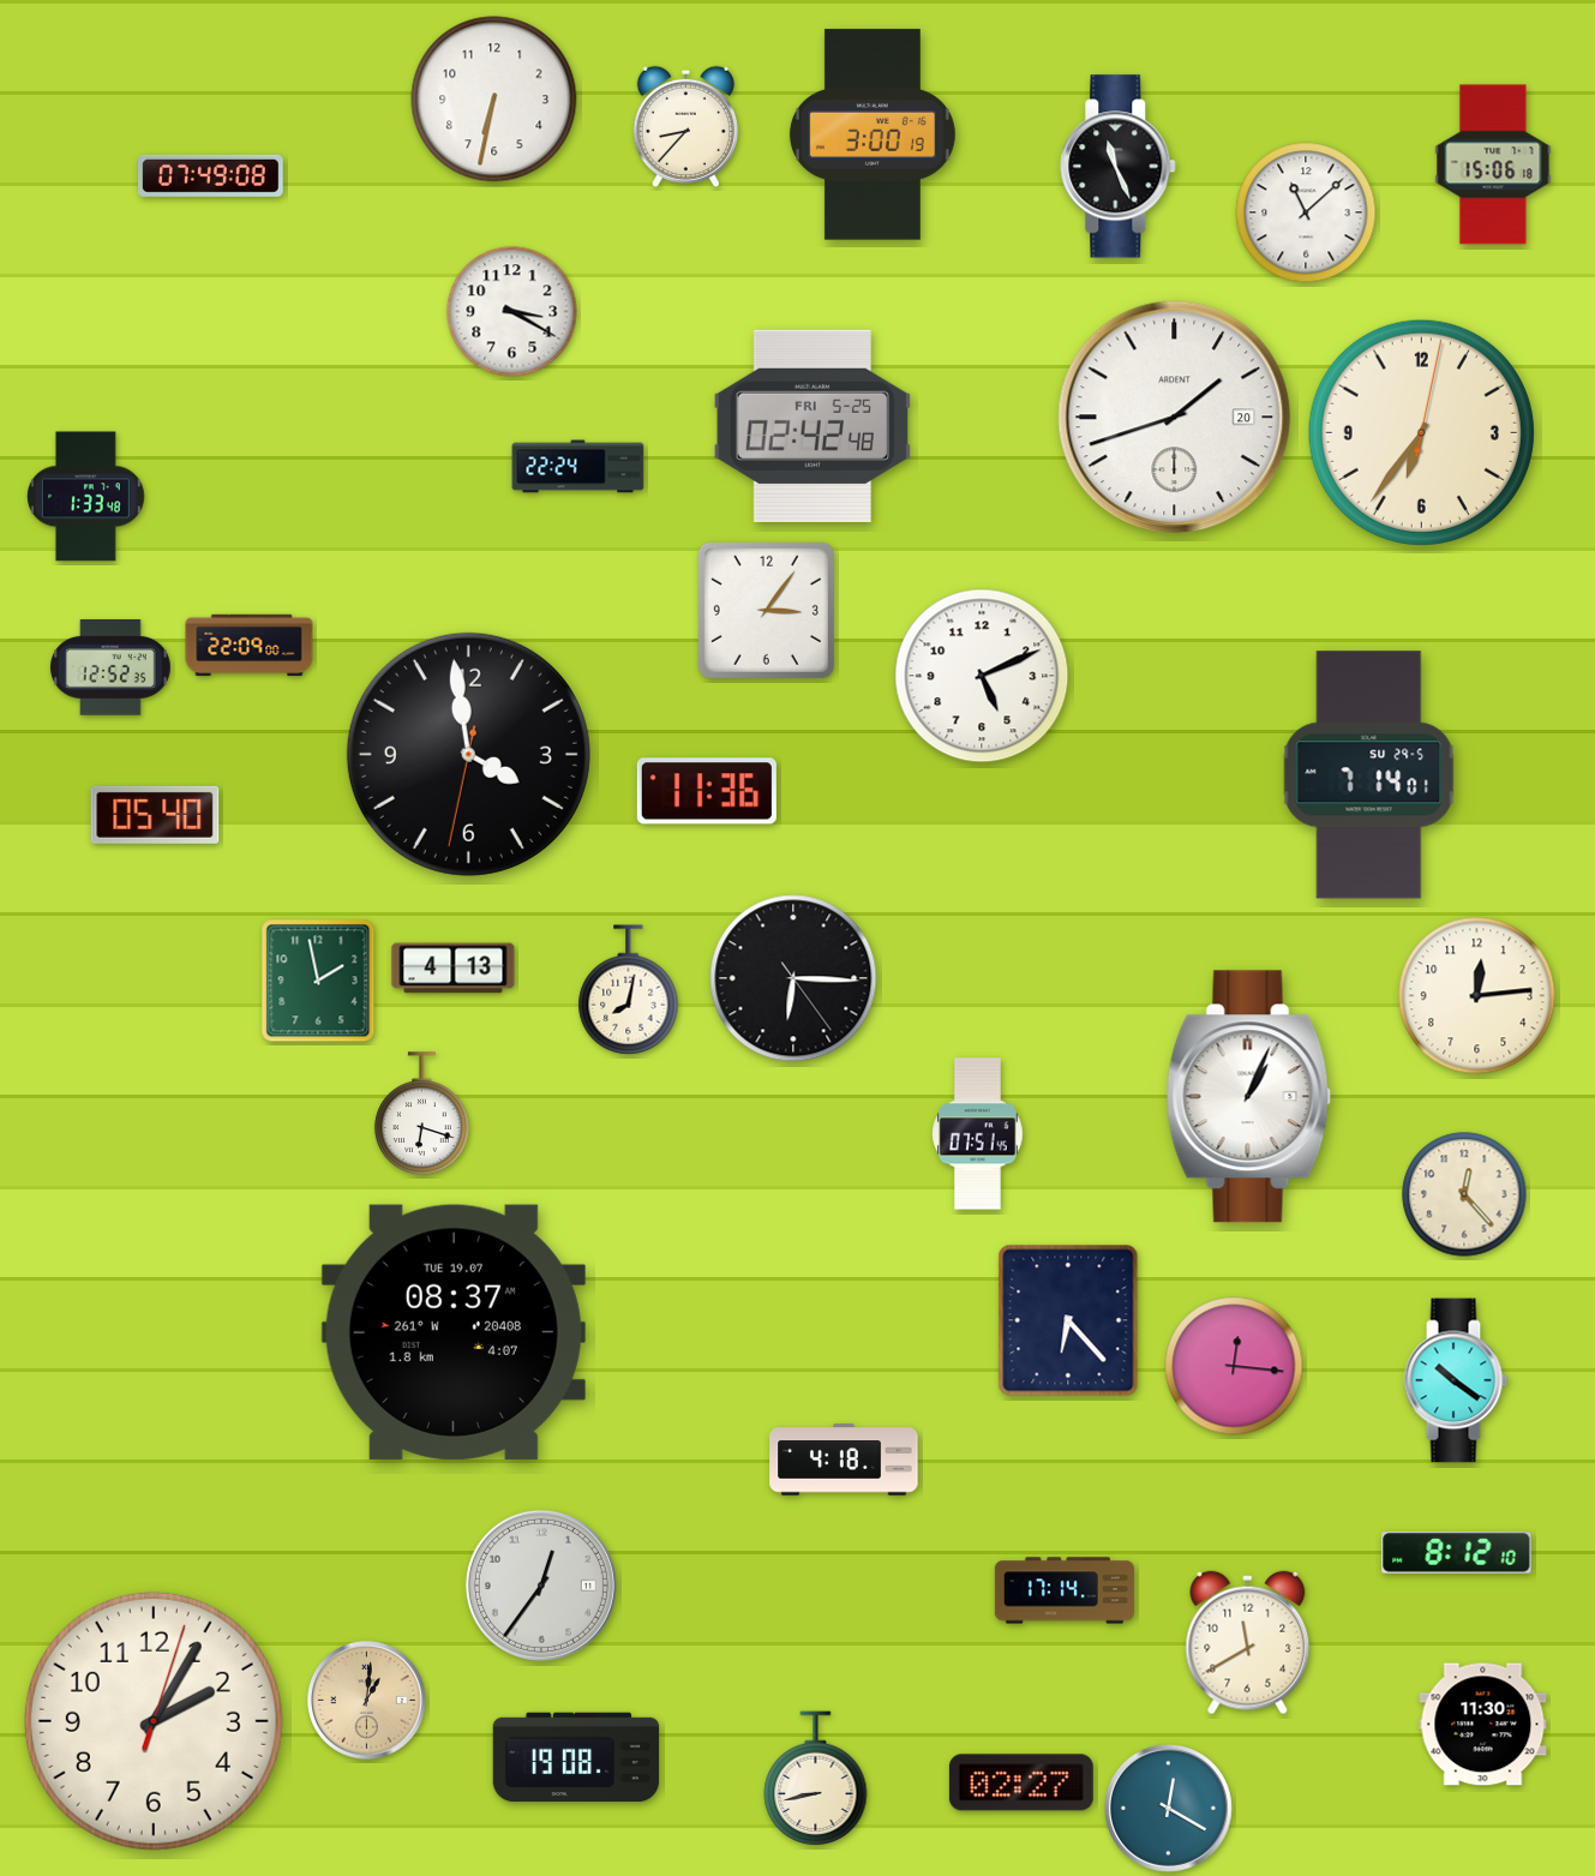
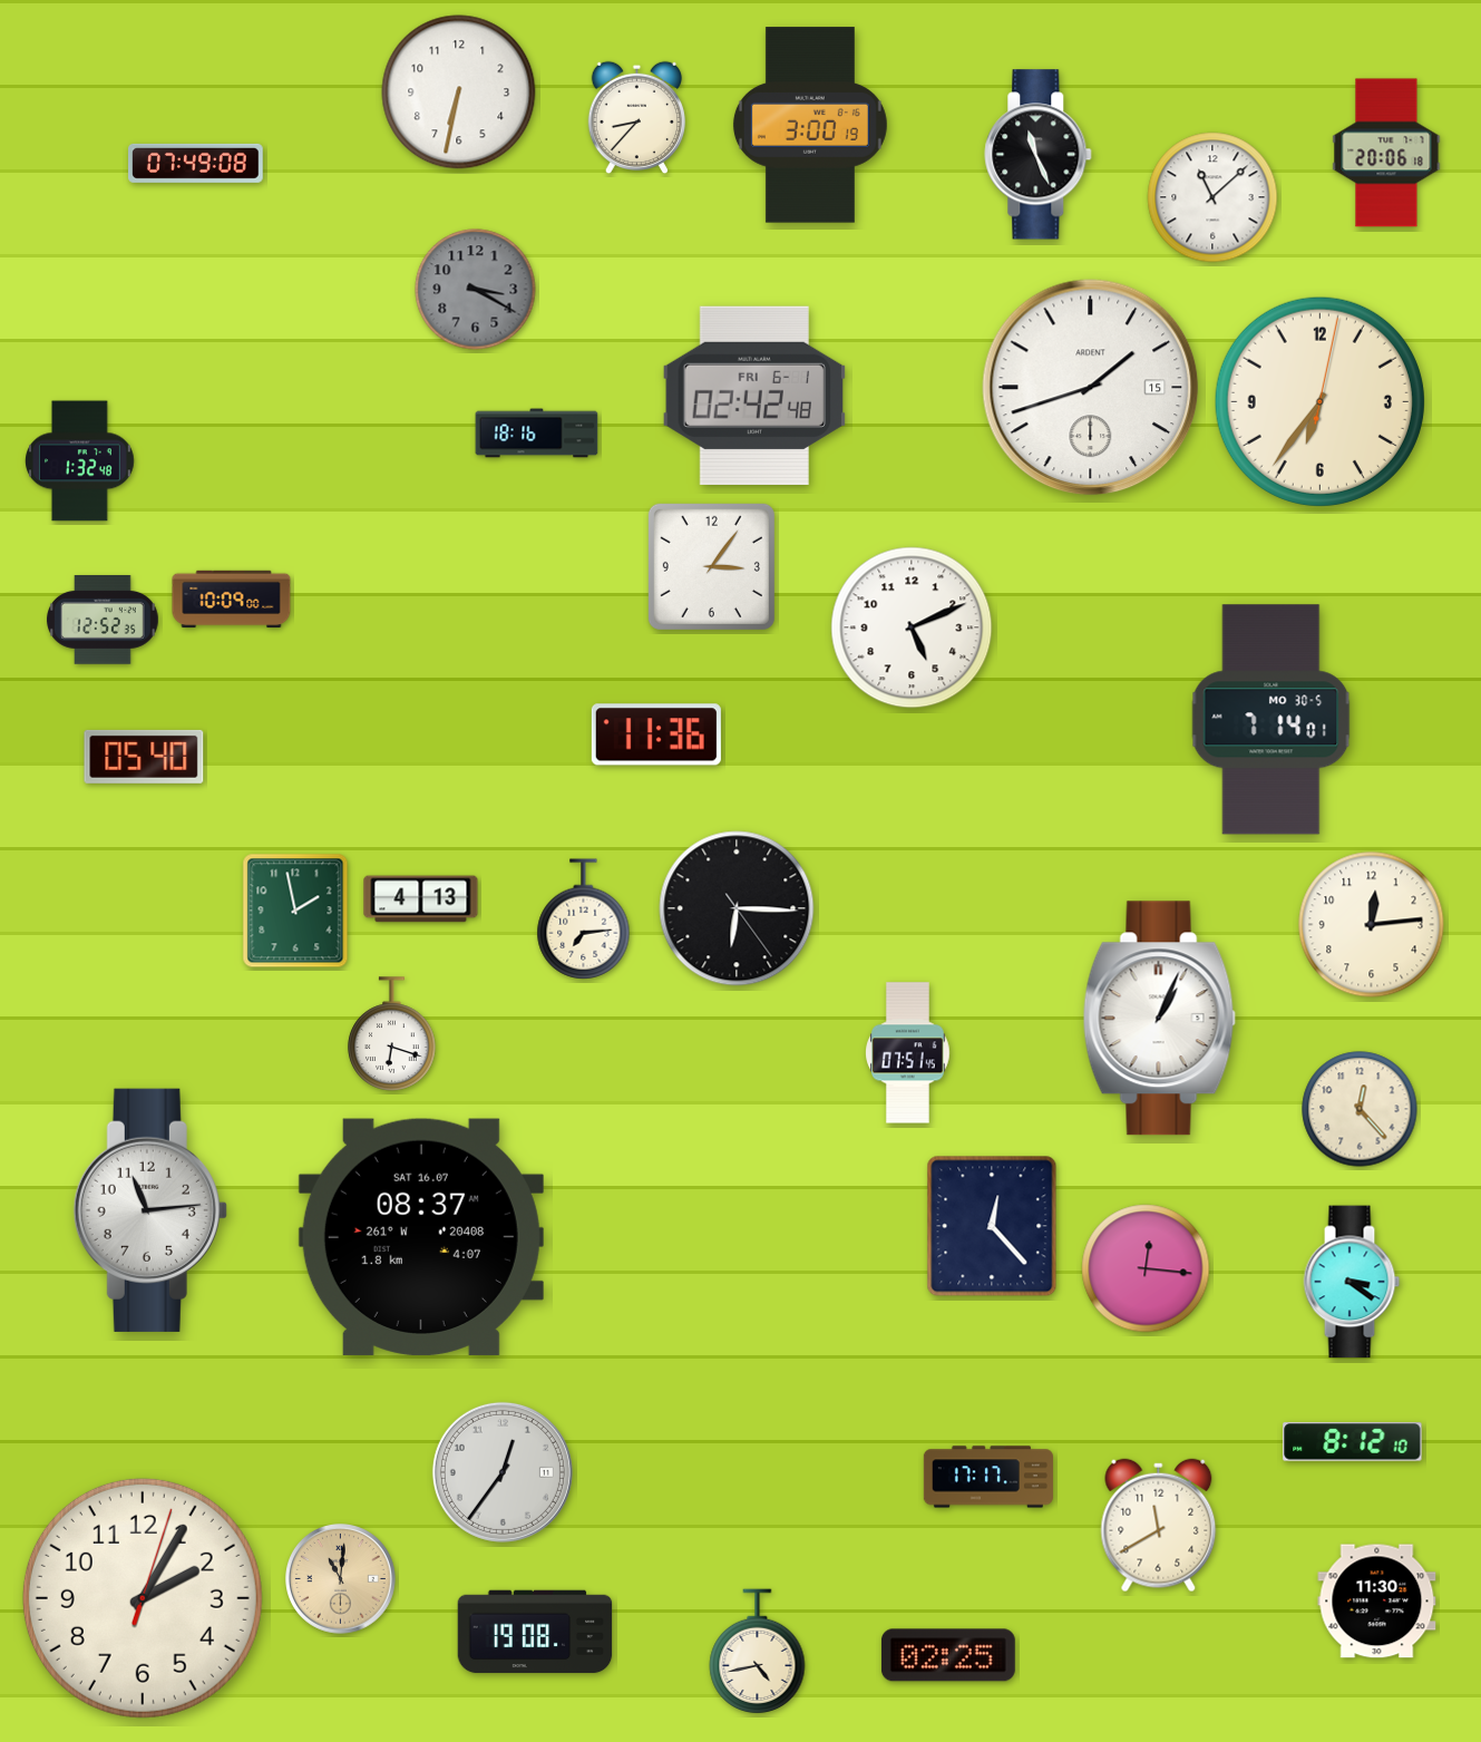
clock at (1493, 164): 15:06 -> 20:06
clock at (512, 312) dial: white -> grey
clock at (1175, 418) date: 20 -> 15
clock at (811, 426) date: FRI 5-25 -> FRI 6-1
clock at (578, 467): 22:24 -> 18:16
clock at (86, 497): 1:33 -> 1:32
clock at (250, 646): 22:09 -> 10:09
clock at (468, 754): 3:58 -> none
clock at (1369, 775) date: SU 29-5 -> MO 30-5
clock at (629, 990): 8:02 -> 7:14
clock at (150, 1210): none -> 11:14
clock at (1068, 1320): 6:23 -> 12:23
clock at (454, 1332) date: TUE 19.07 -> SAT 16.07
clock at (1456, 1380): 10:21 -> 3:21
clock at (844, 1460): 4:18 -> none
clock at (1065, 1590): 17:14 -> 17:17
clock at (367, 1701): 1:01 -> 11:01
clock at (816, 1779): 8:43 -> 4:43
clock at (1021, 1782): 02:27 -> 02:25
clock at (1168, 1808): 12:20 -> none
